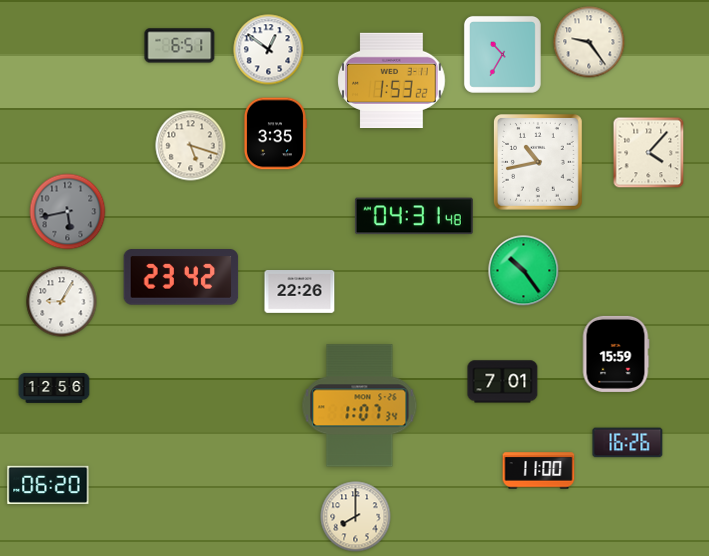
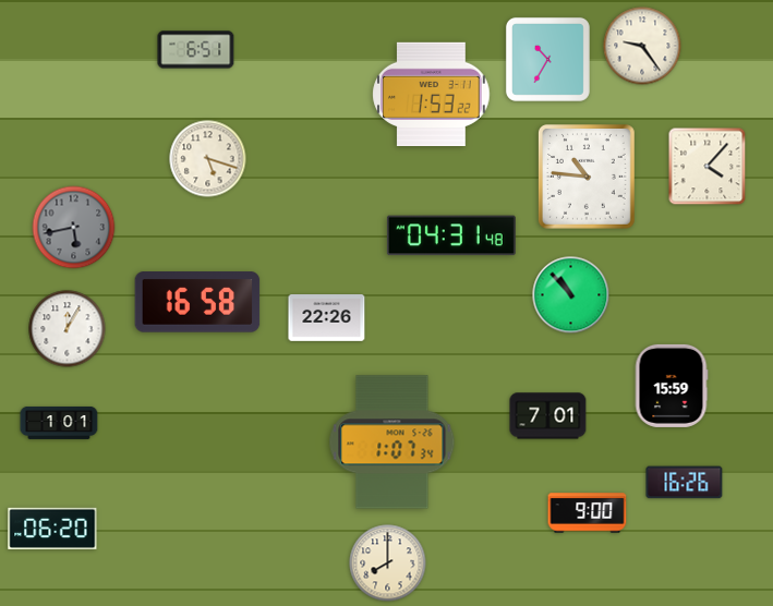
clock at (269, 50): 12:51 -> none
clock at (392, 80) position: (392, 80) -> (432, 94)
clock at (275, 134): 3:35 -> none
clock at (539, 163): 10:43 -> 10:46
clock at (68, 212) position: (68, 212) -> (74, 228)
clock at (524, 271): 10:24 -> 10:53
clock at (181, 277): 23:42 -> 16:58
clock at (62, 302): 9:05 -> 12:05
clock at (54, 388): 12:56 -> 1:01
clock at (539, 471): 11:00 -> 9:00
